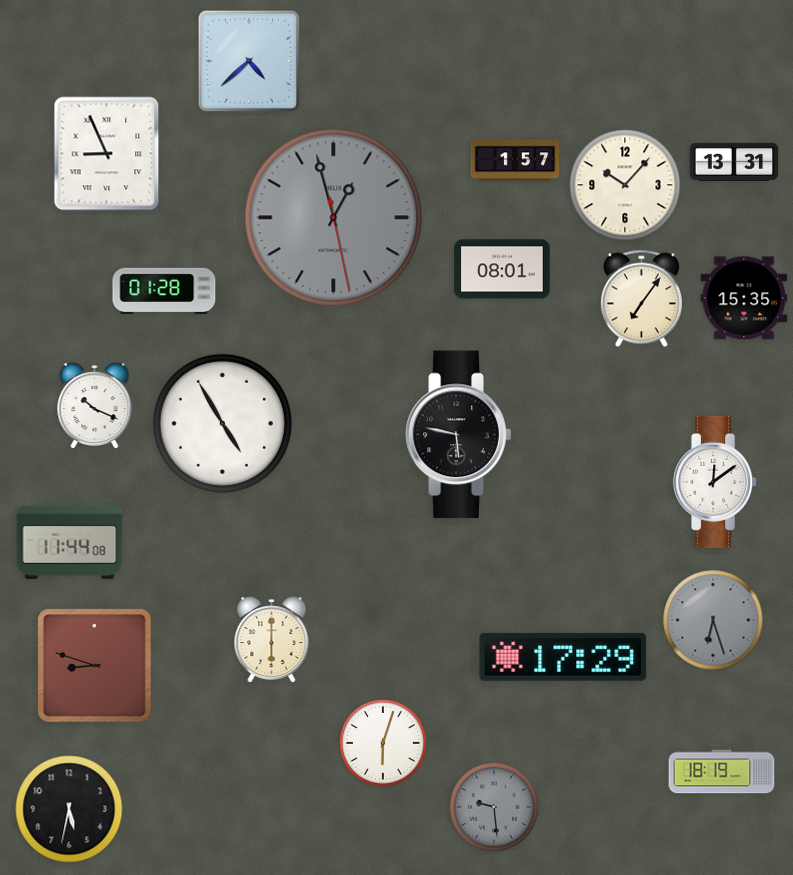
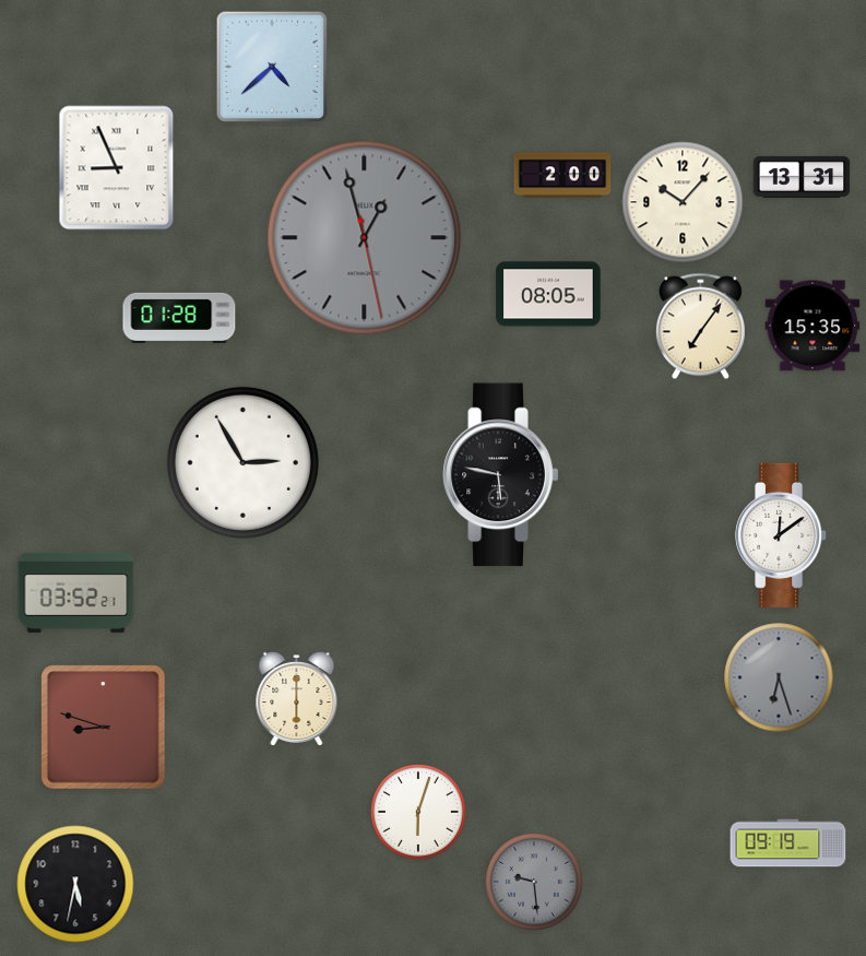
clock at (515, 160): 1:57 -> 2:00
clock at (502, 269): 08:01 -> 08:05
clock at (95, 406): 10:19 -> none
clock at (222, 423): 4:55 -> 2:55
clock at (716, 482) position: (716, 482) -> (782, 535)
clock at (70, 542): 11:44 -> 03:52
clock at (563, 657): 17:29 -> none
clock at (722, 772): 18:19 -> 09:19
clock at (495, 808) position: (495, 808) -> (535, 883)
